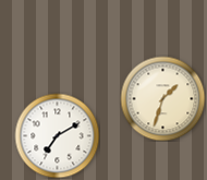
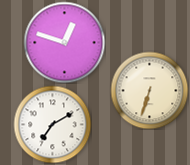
clock at (64, 42): none -> 12:48
clock at (162, 98): 1:33 -> 6:33
